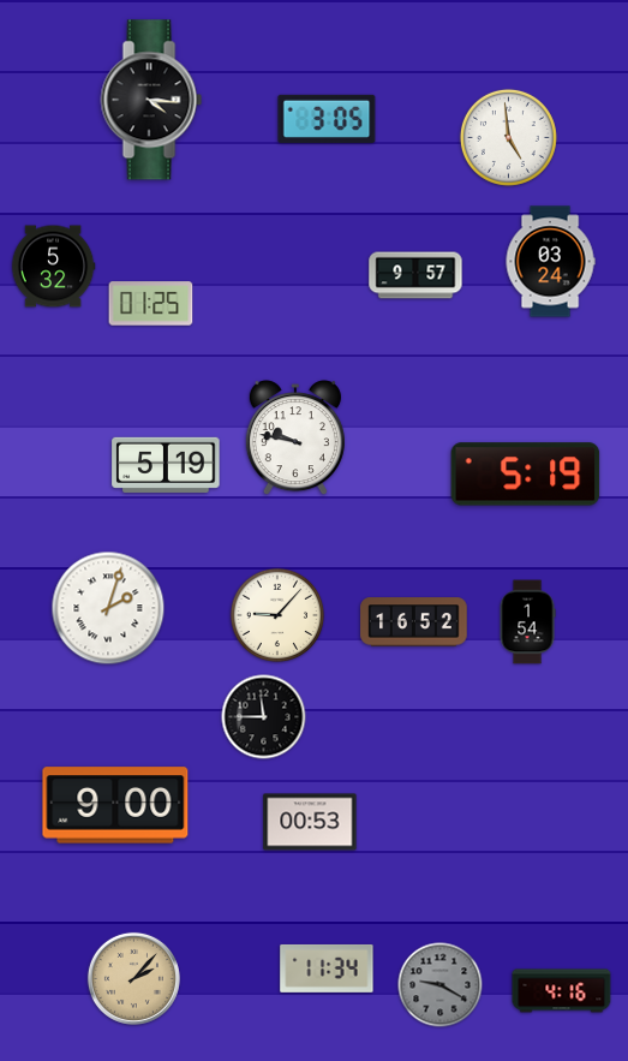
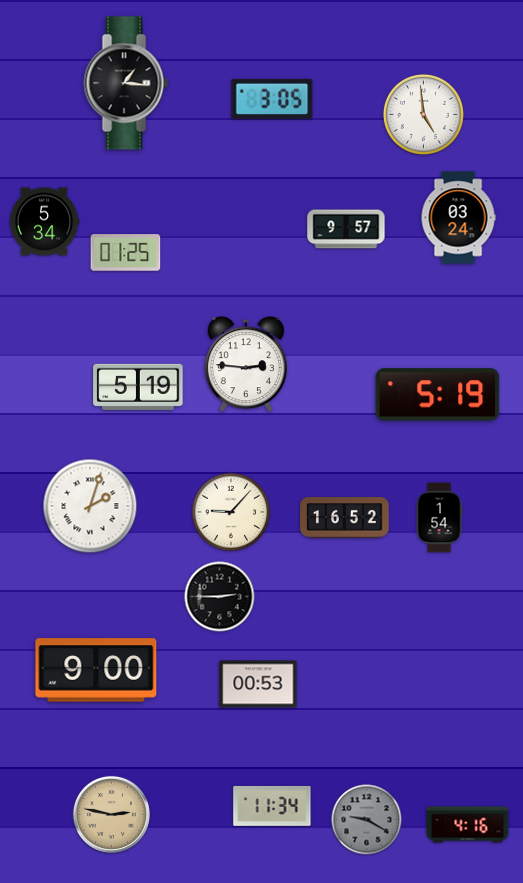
clock at (151, 100): 4:16 -> 1:16
clock at (53, 267): 5:32 -> 5:34
clock at (295, 439): 9:47 -> 2:46
clock at (264, 717): 11:45 -> 2:45
clock at (133, 978): 2:07 -> 2:47
